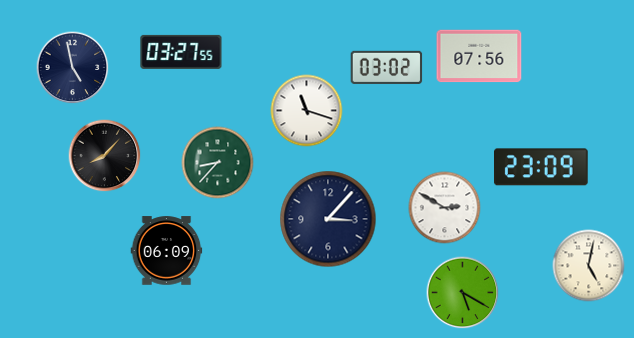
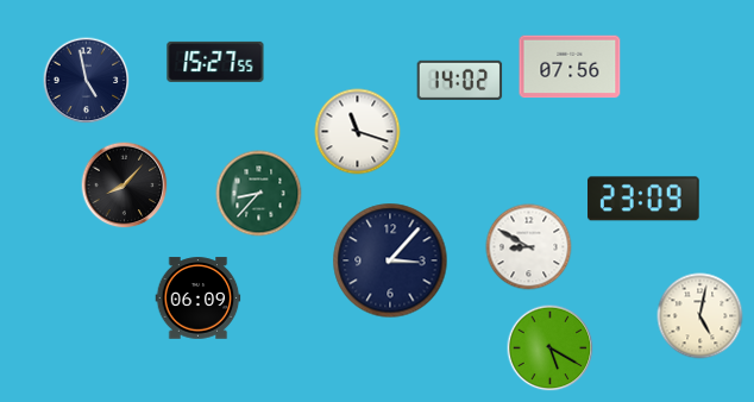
clock at (181, 52): 03:27 -> 15:27
clock at (387, 67): 03:02 -> 14:02
clock at (307, 111) position: (307, 111) -> (358, 132)
clock at (445, 208): 2:50 -> 8:50
